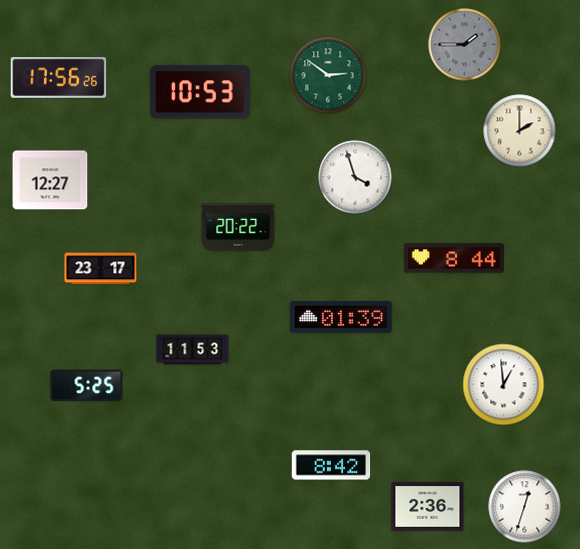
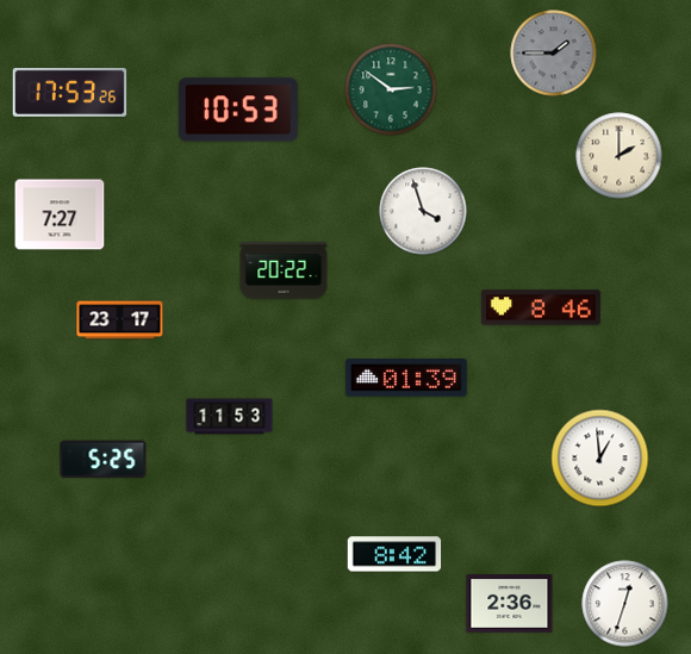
clock at (59, 78): 17:56 -> 17:53
clock at (50, 180): 12:27 -> 7:27
clock at (454, 258): 8:44 -> 8:46
